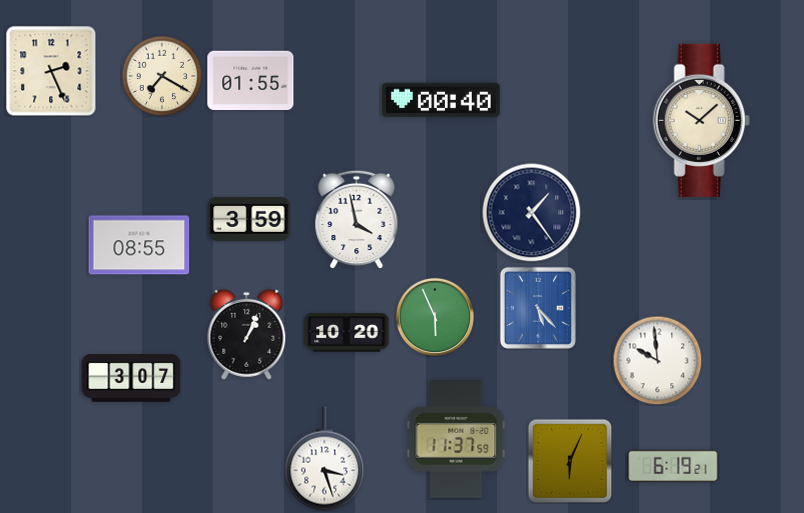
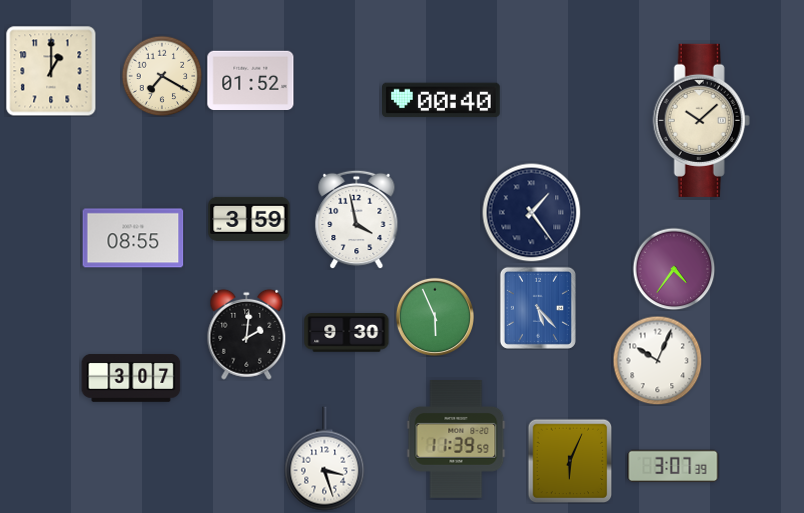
clock at (51, 71): 2:26 -> 1:00
clock at (251, 80): 01:55 -> 01:52
clock at (139, 245) position: (139, 245) -> (133, 238)
clock at (674, 269): none -> 4:36
clock at (347, 333): 10:20 -> 9:30
clock at (247, 334): 1:04 -> 2:01
clock at (657, 360): 9:59 -> 10:04
clock at (456, 439): 11:37 -> 11:39
clock at (673, 466): 6:19 -> 3:07
